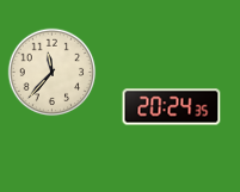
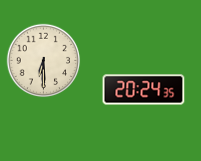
clock at (53, 73): 11:37 -> 6:30
